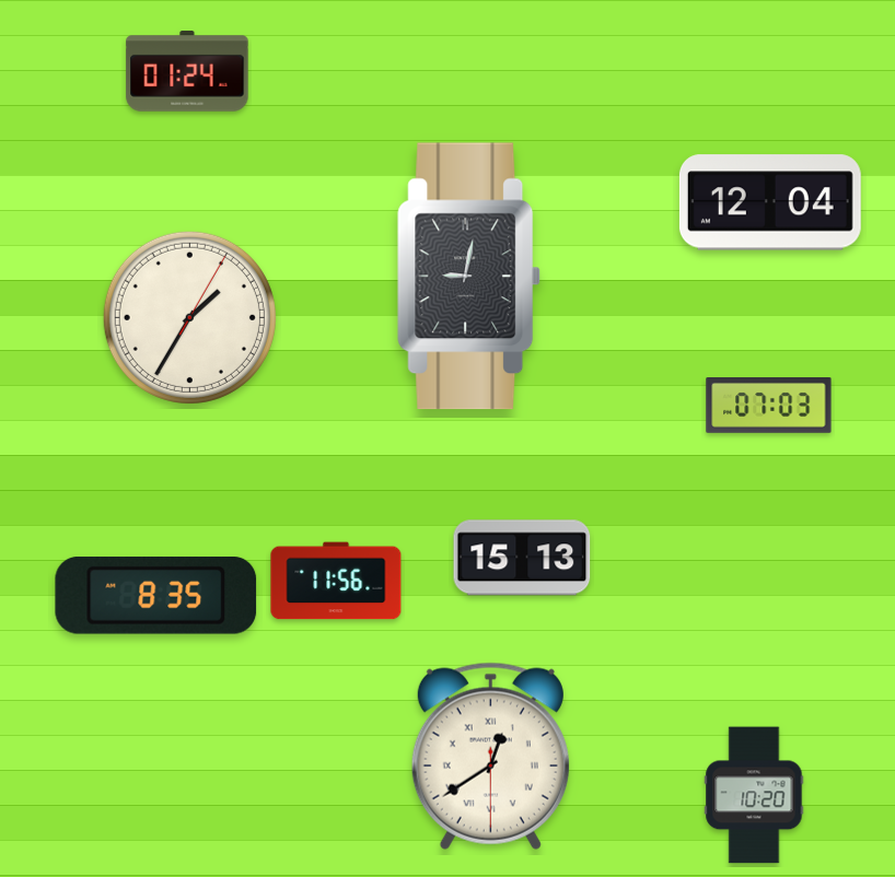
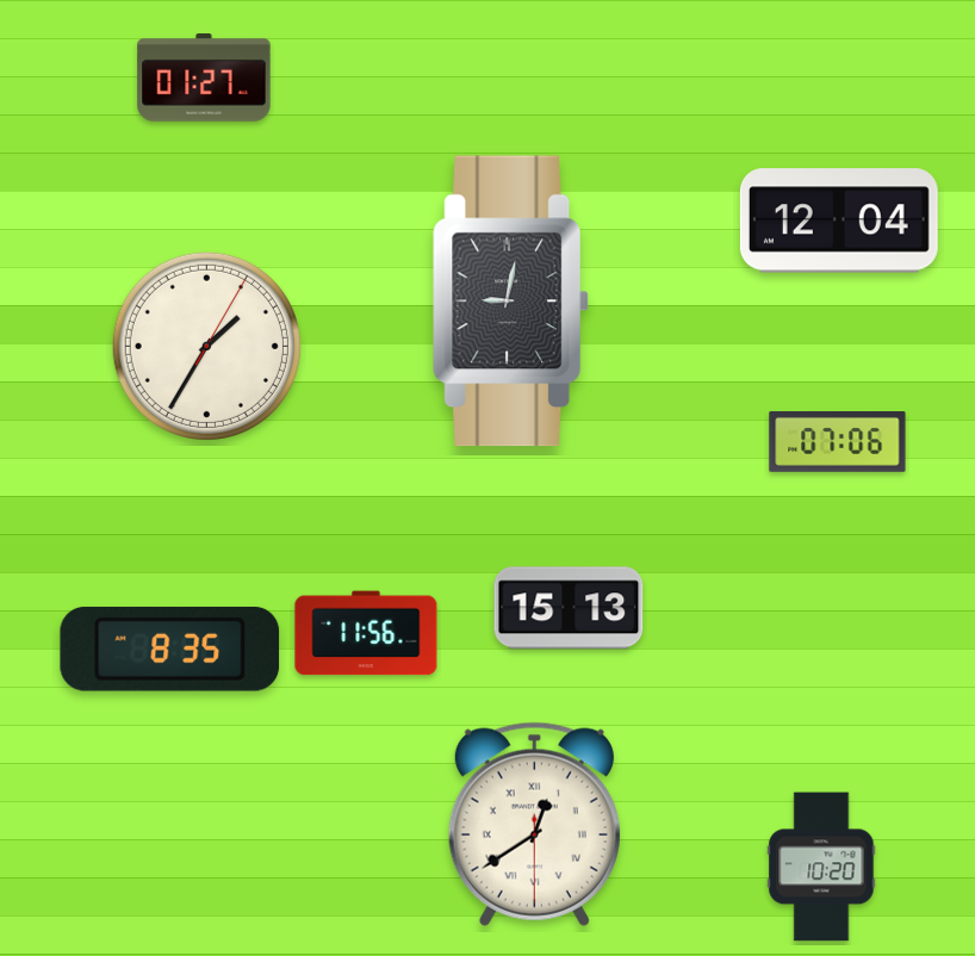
clock at (187, 71): 01:24 -> 01:27
clock at (769, 406): 07:03 -> 07:06
